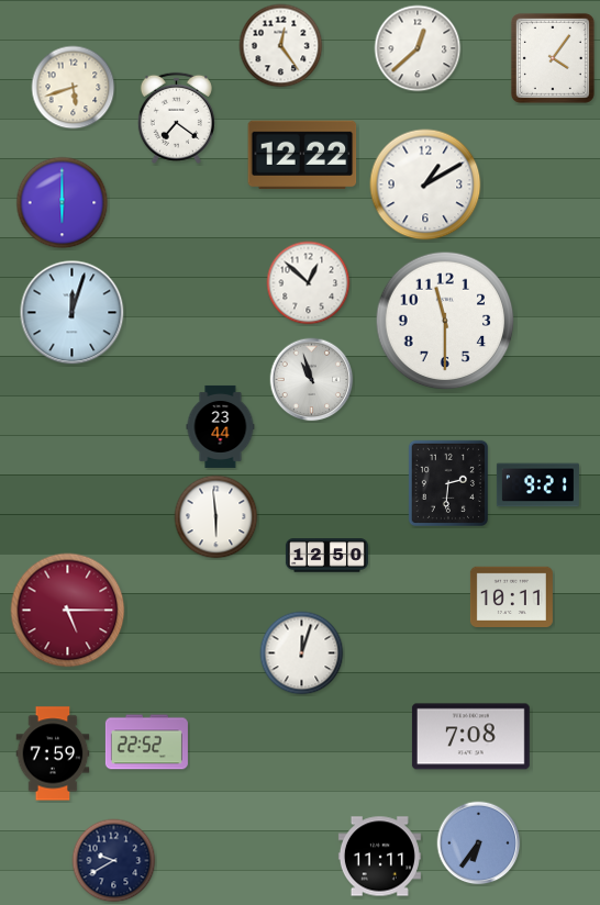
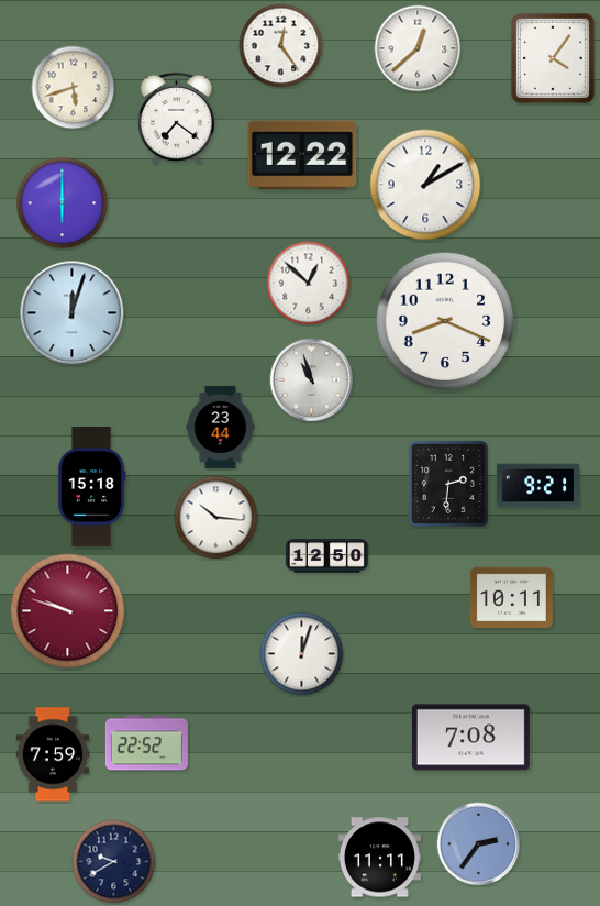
clock at (445, 321): 11:30 -> 8:19
clock at (91, 487): none -> 15:18
clock at (216, 517): 5:59 -> 10:16
clock at (68, 611): 5:15 -> 9:48
clock at (479, 843): 6:36 -> 2:36
